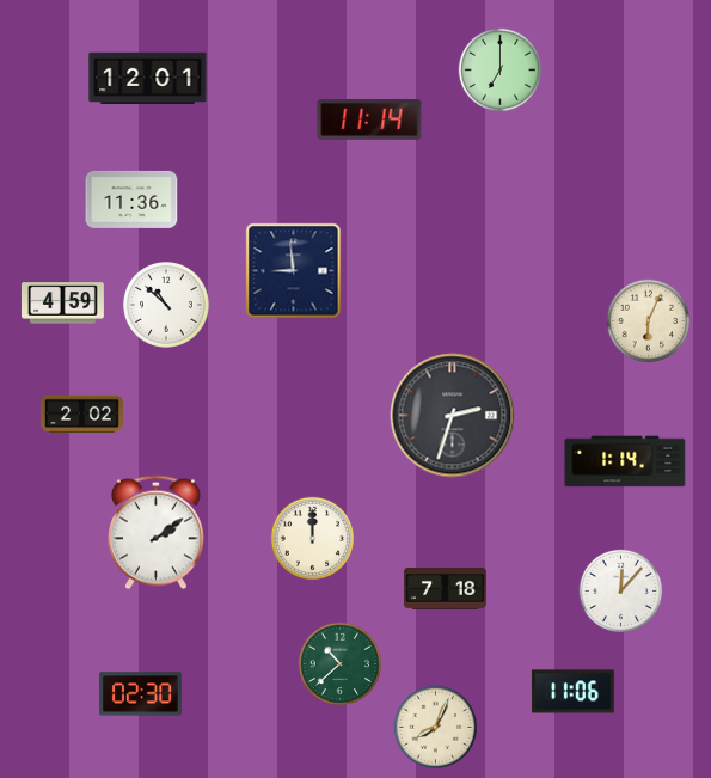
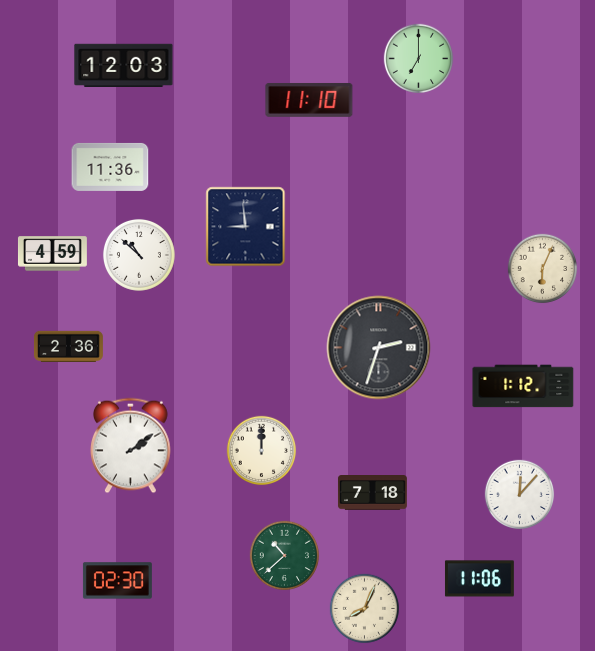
clock at (148, 79): 12:01 -> 12:03
clock at (369, 120): 11:14 -> 11:10
clock at (81, 413): 2:02 -> 2:36
clock at (625, 461): 1:14 -> 1:12
